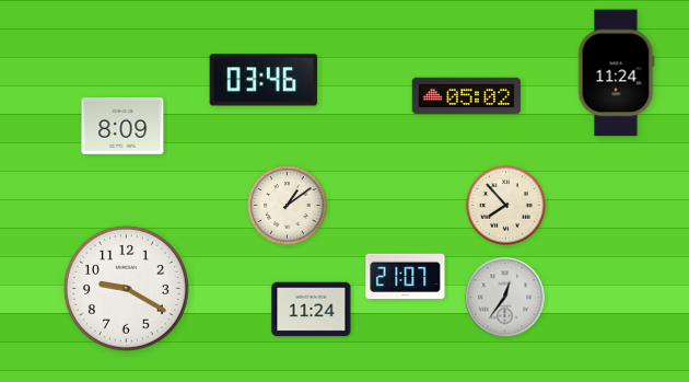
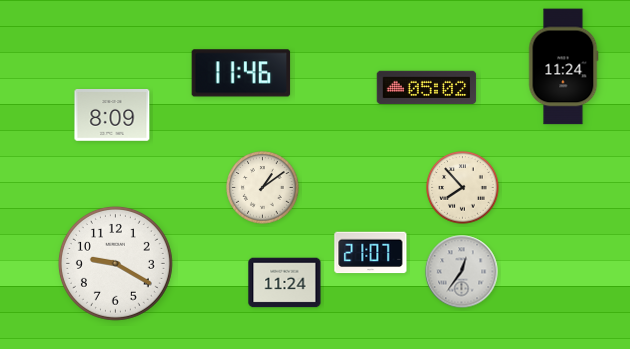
clock at (264, 80): 03:46 -> 11:46
